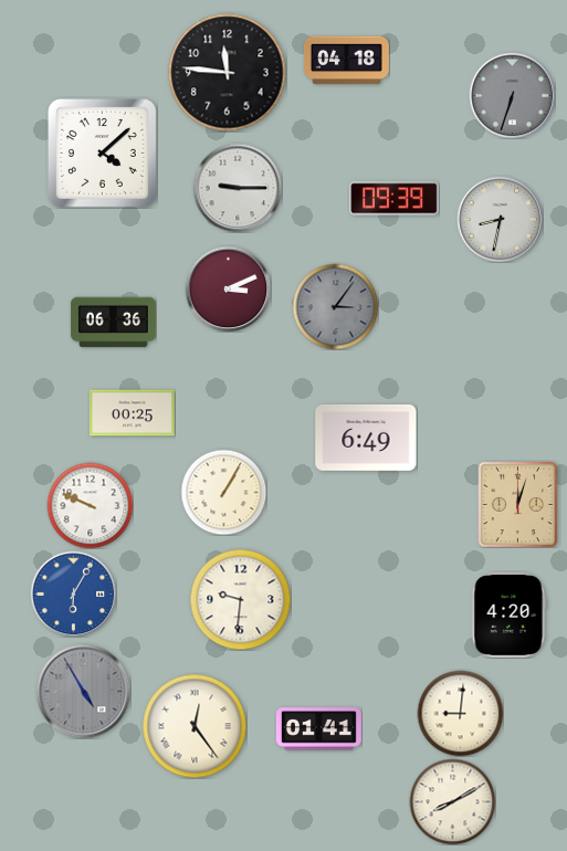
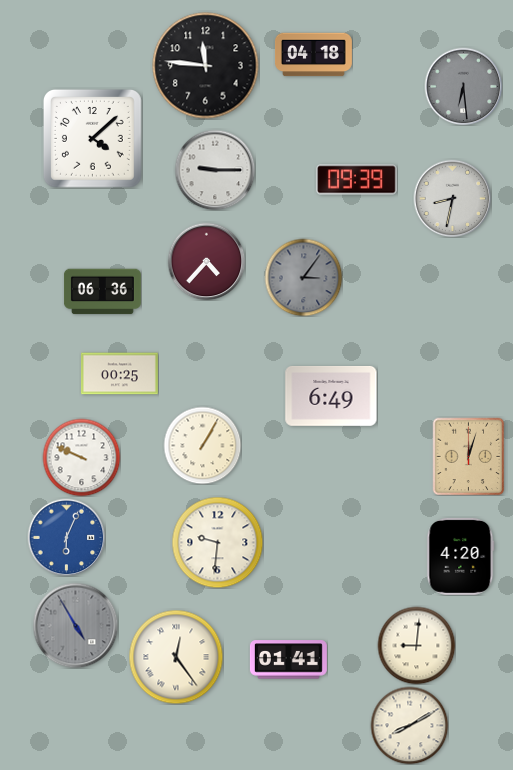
clock at (512, 95): 6:33 -> 6:29
clock at (228, 288): 3:11 -> 4:37
clock at (73, 593): 6:05 -> 6:04
